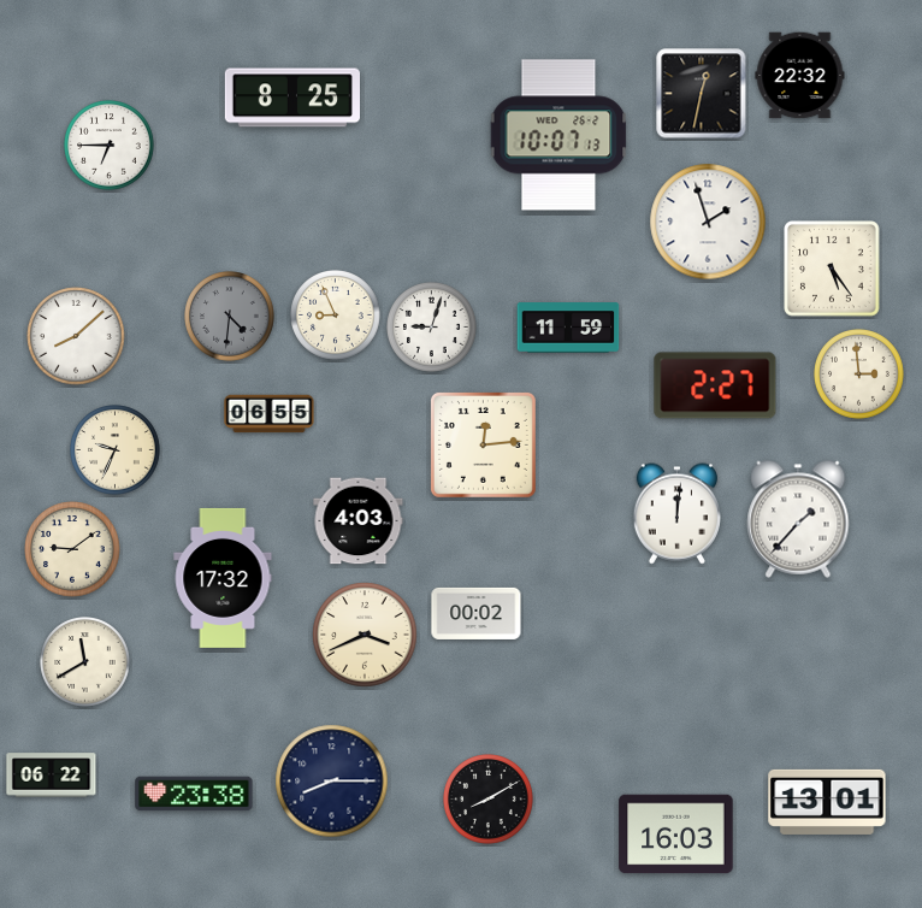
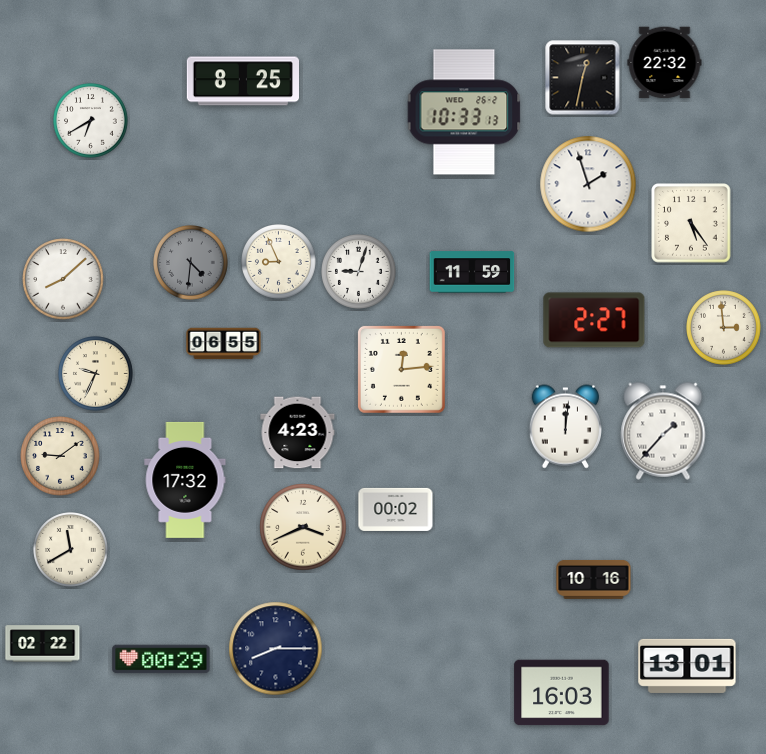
clock at (558, 135): 10:07 -> 10:33
clock at (110, 146): 6:45 -> 6:40
clock at (859, 375) position: (859, 375) -> (724, 328)
clock at (676, 514) position: (676, 514) -> (565, 427)
clock at (359, 521): 4:03 -> 4:23
clock at (594, 579): none -> 10:16
clock at (52, 776): 06:22 -> 02:22
clock at (194, 794): 23:38 -> 00:29
clock at (489, 800): 8:10 -> none
